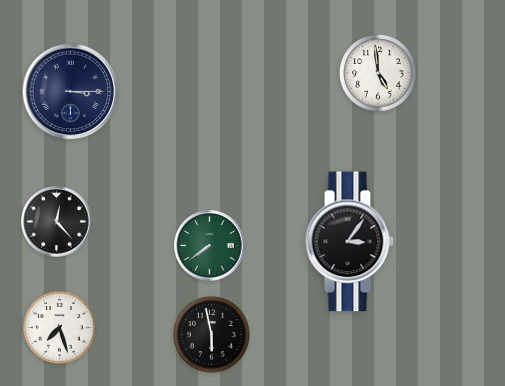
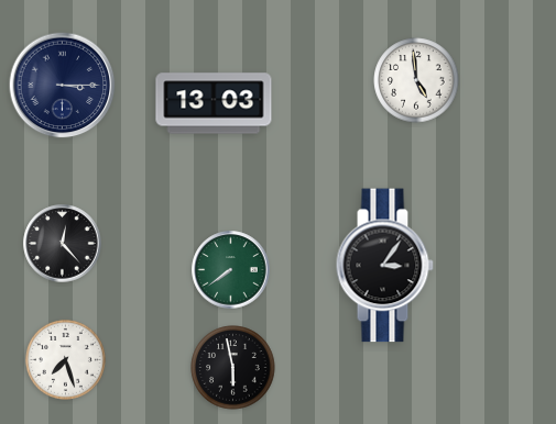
clock at (71, 92) position: (71, 92) -> (63, 86)
clock at (214, 103): none -> 13:03
